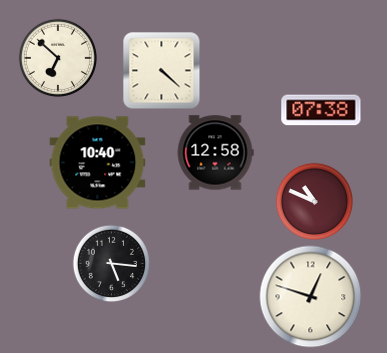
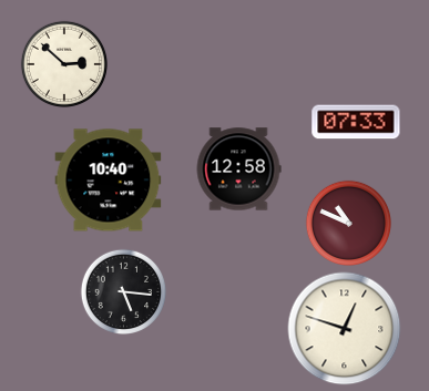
clock at (57, 57): 6:52 -> 2:52
clock at (161, 70): 4:22 -> none
clock at (321, 110): 07:38 -> 07:33
